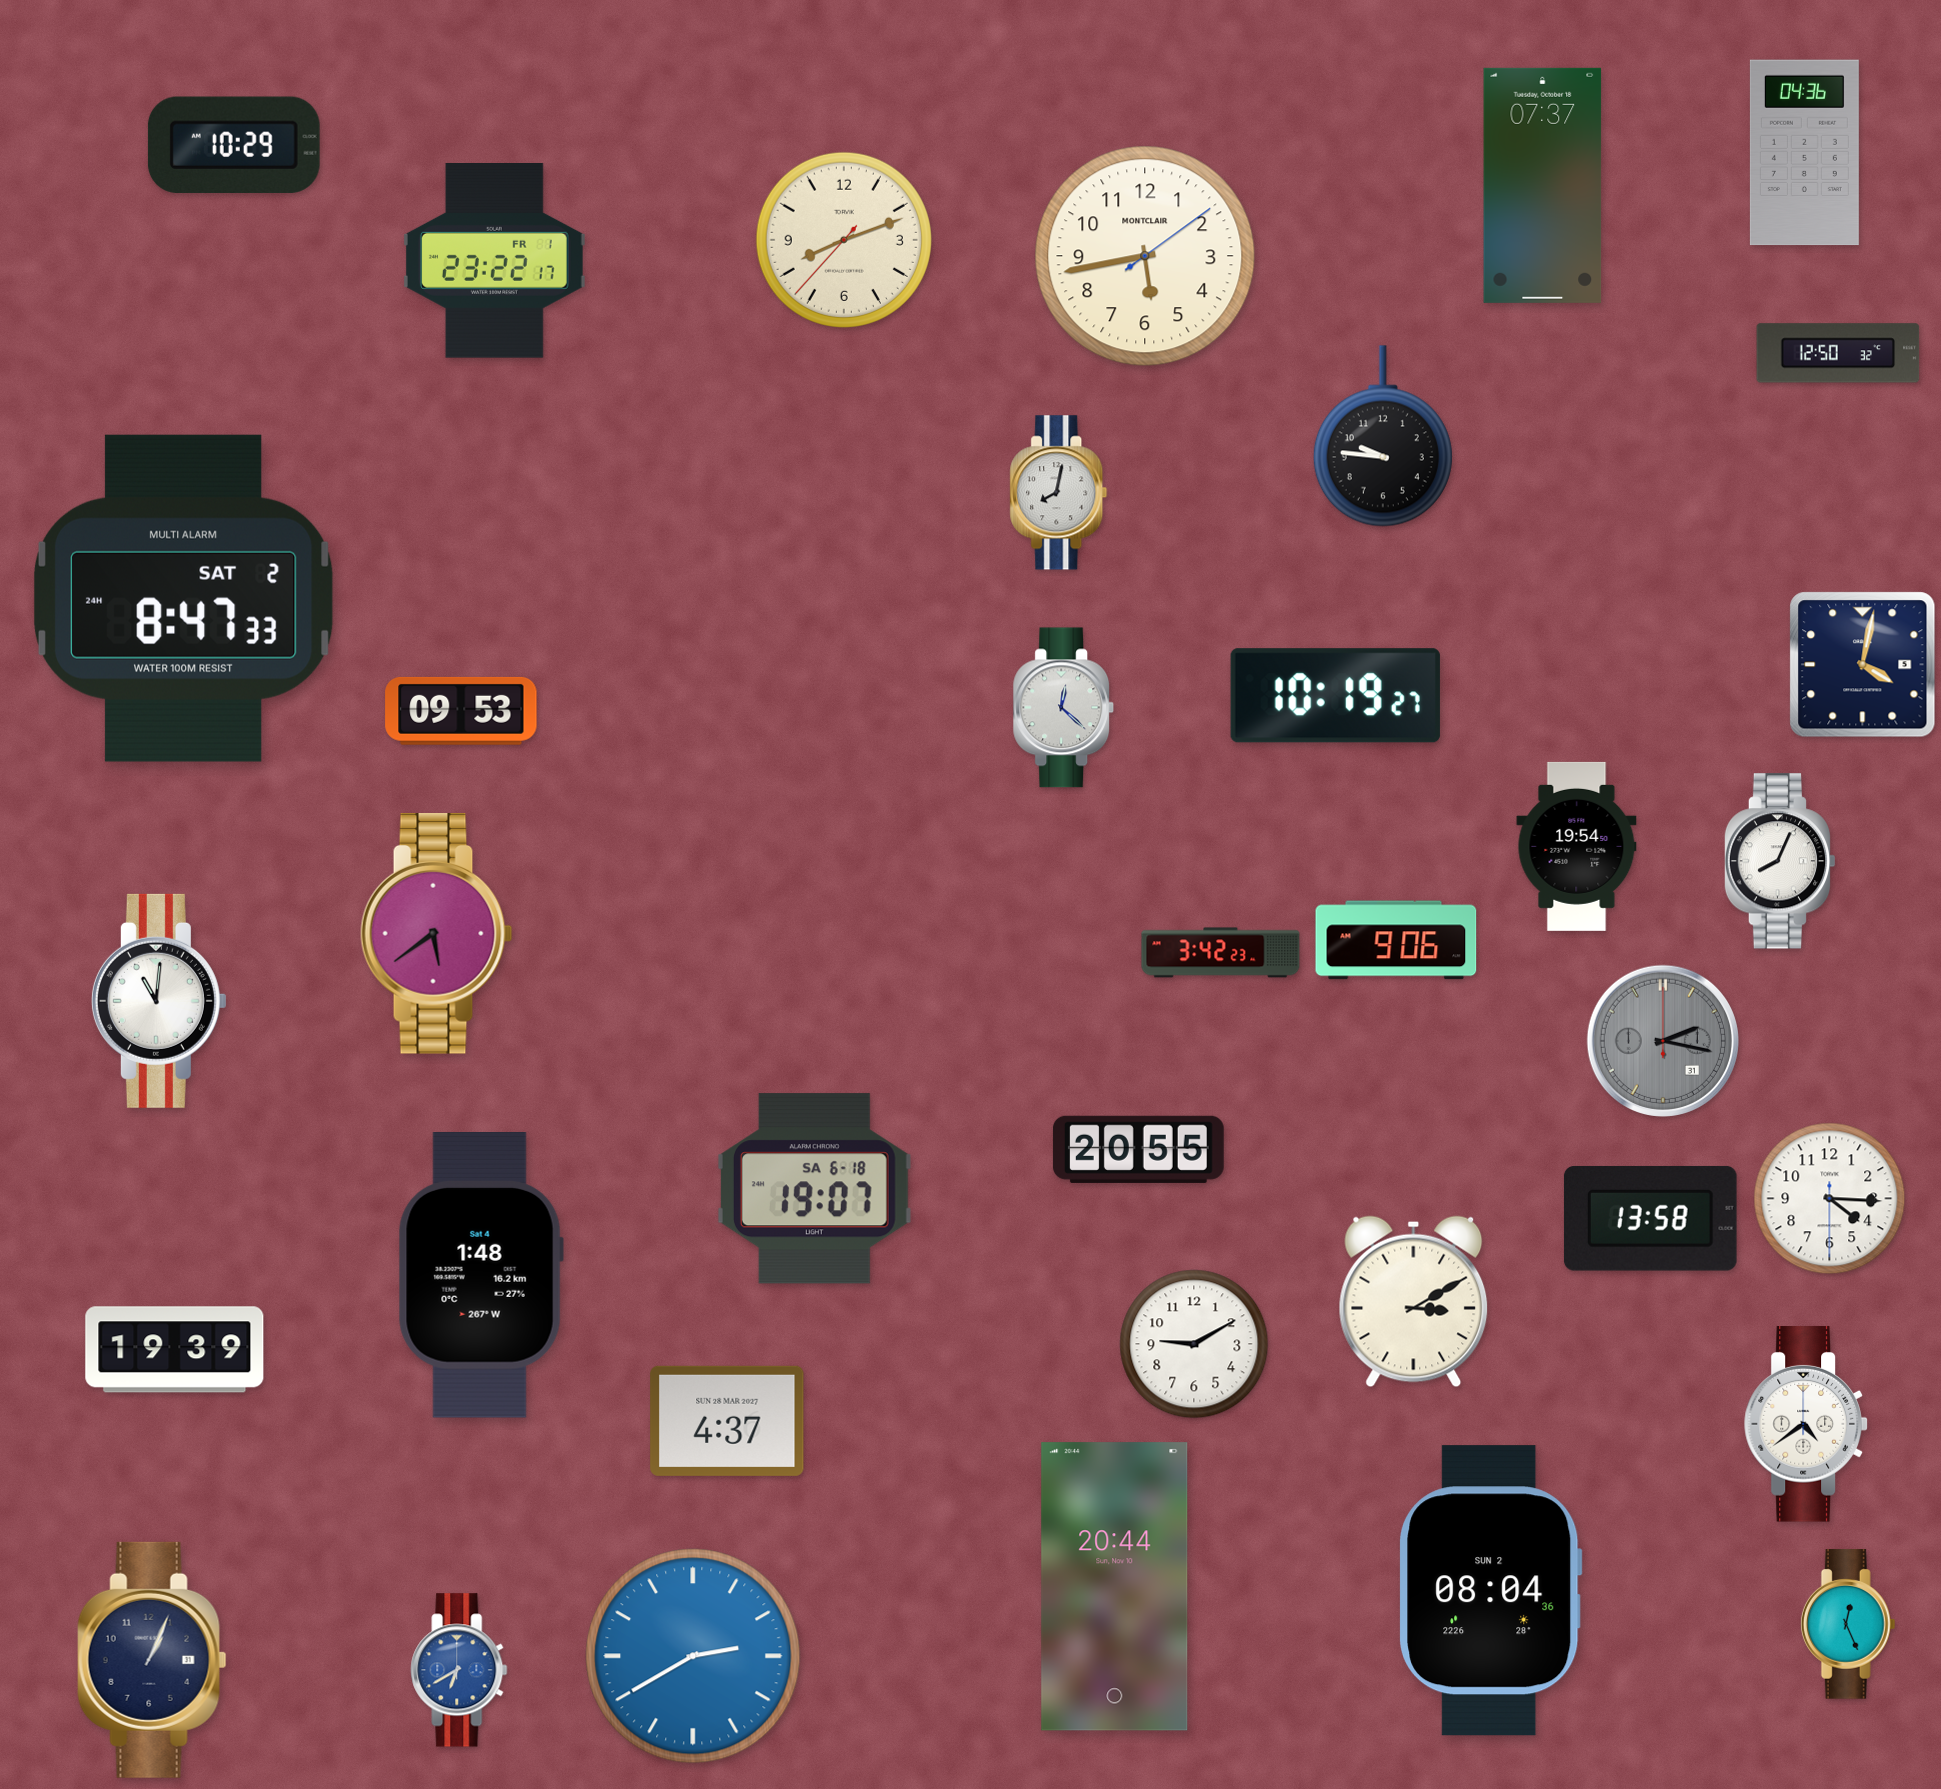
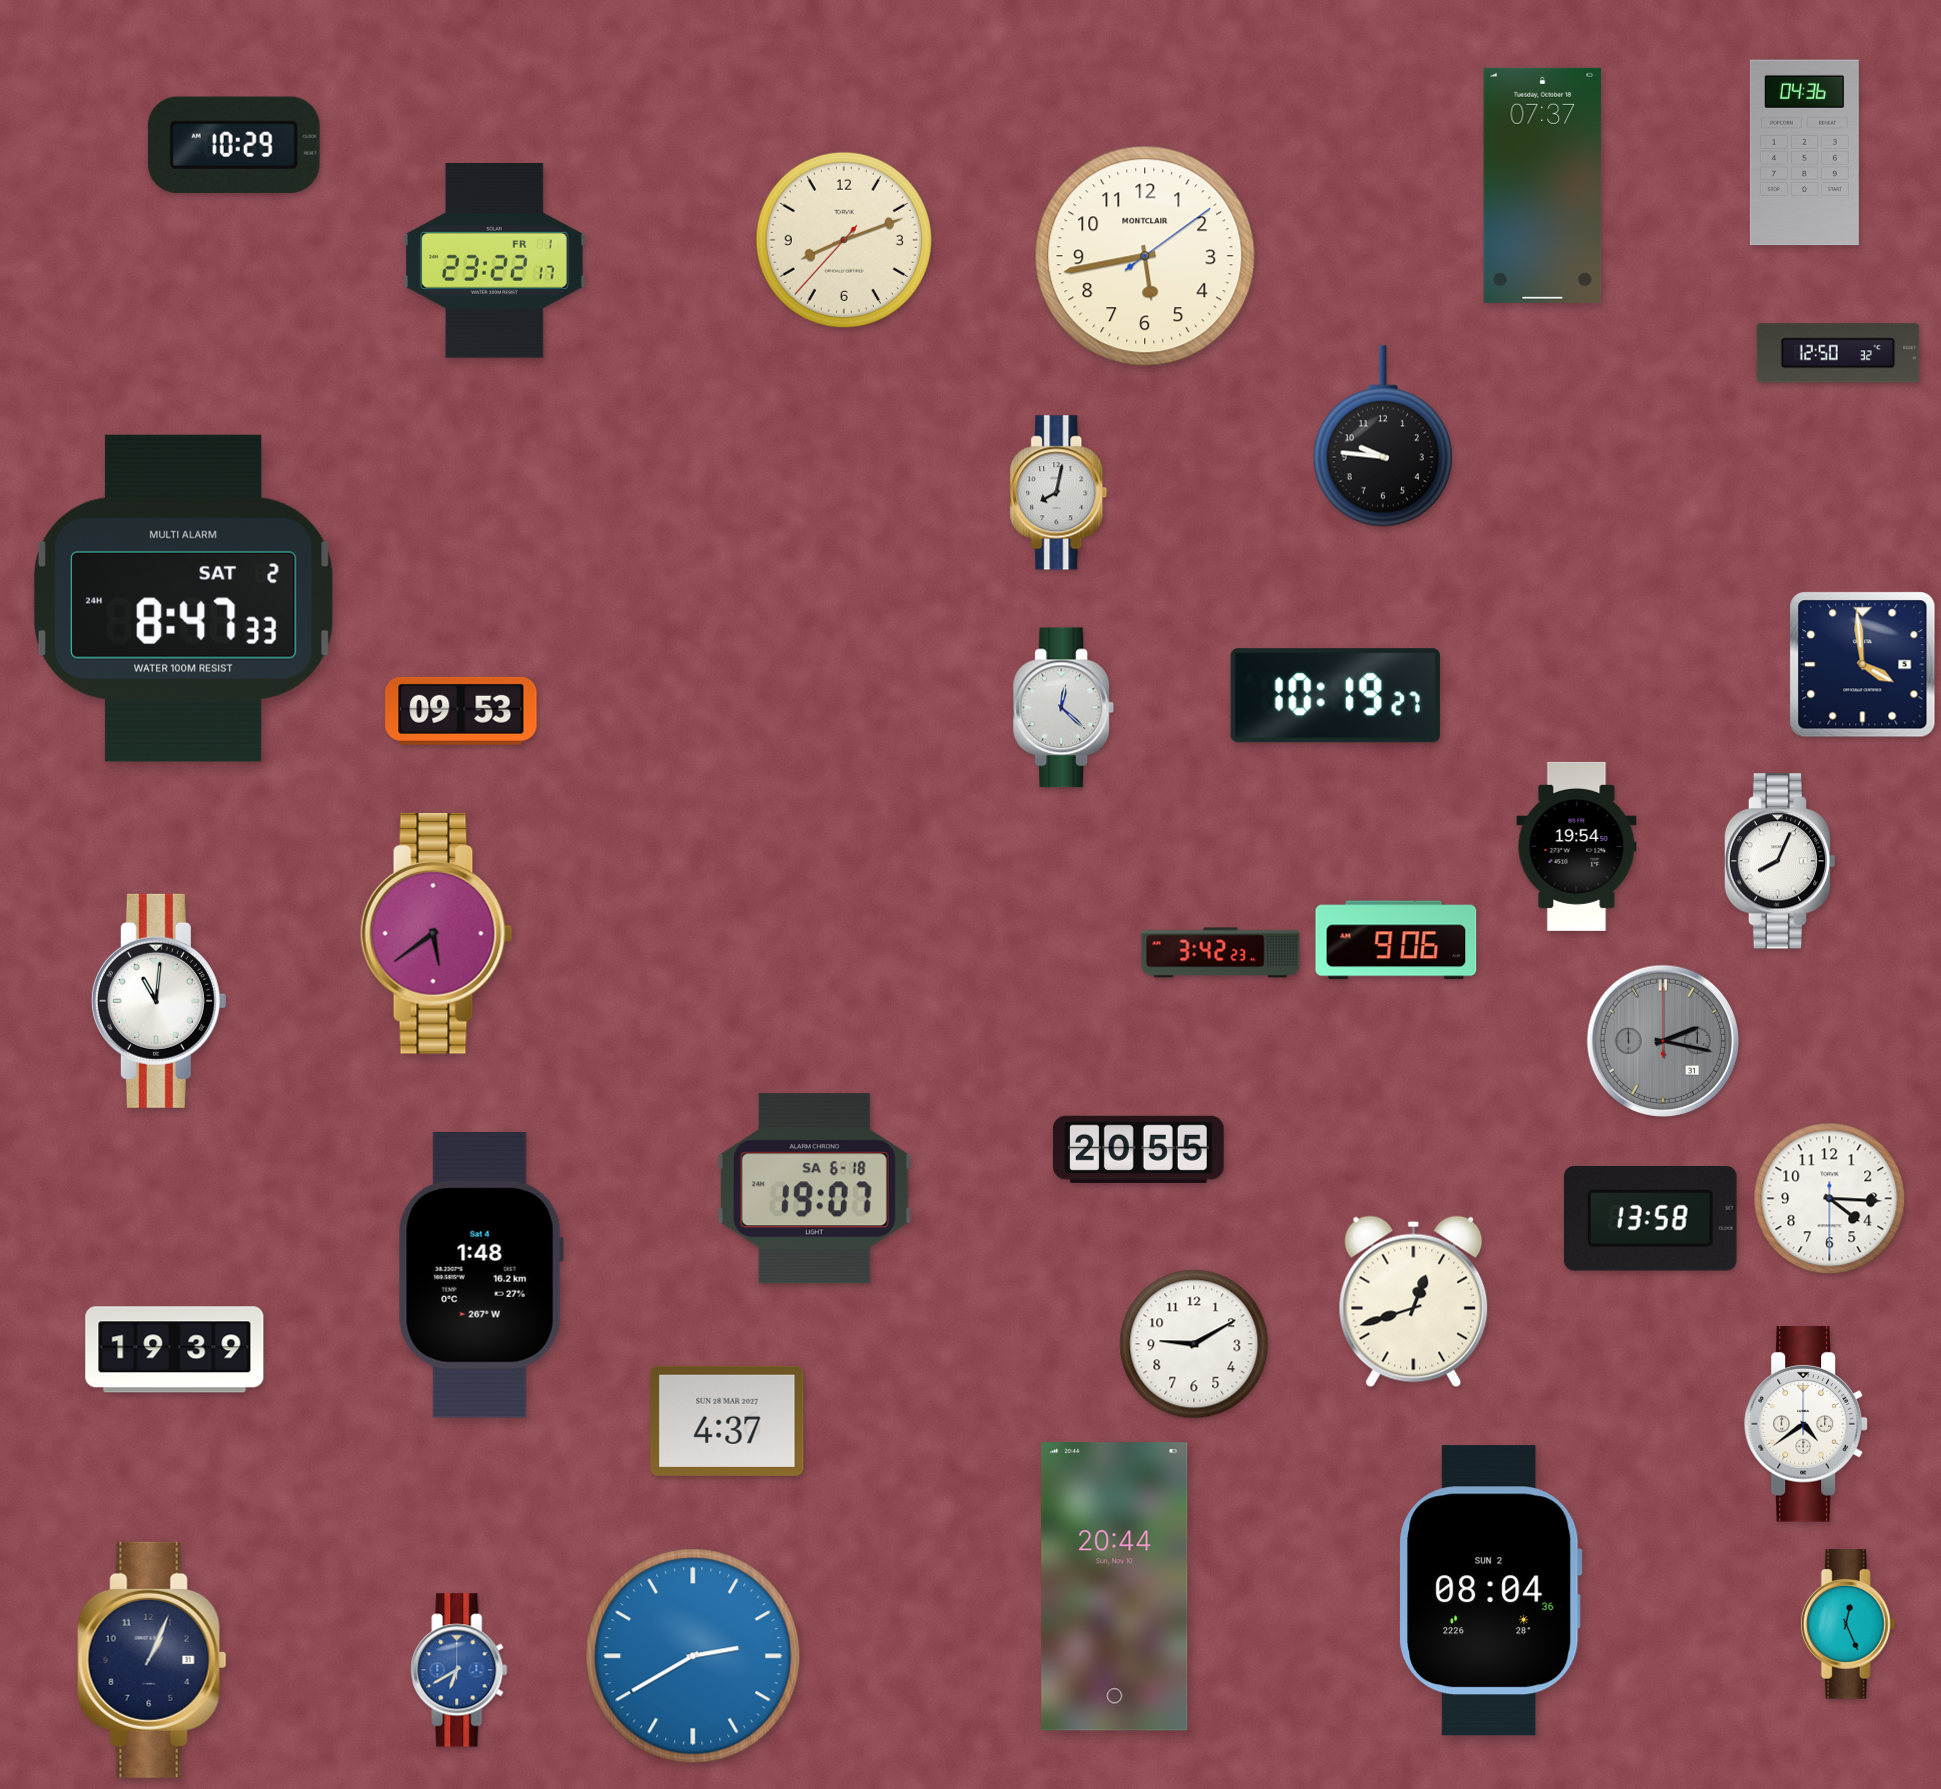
clock at (1863, 665): 4:02 -> 3:59
clock at (1414, 1302): 3:10 -> 12:42
